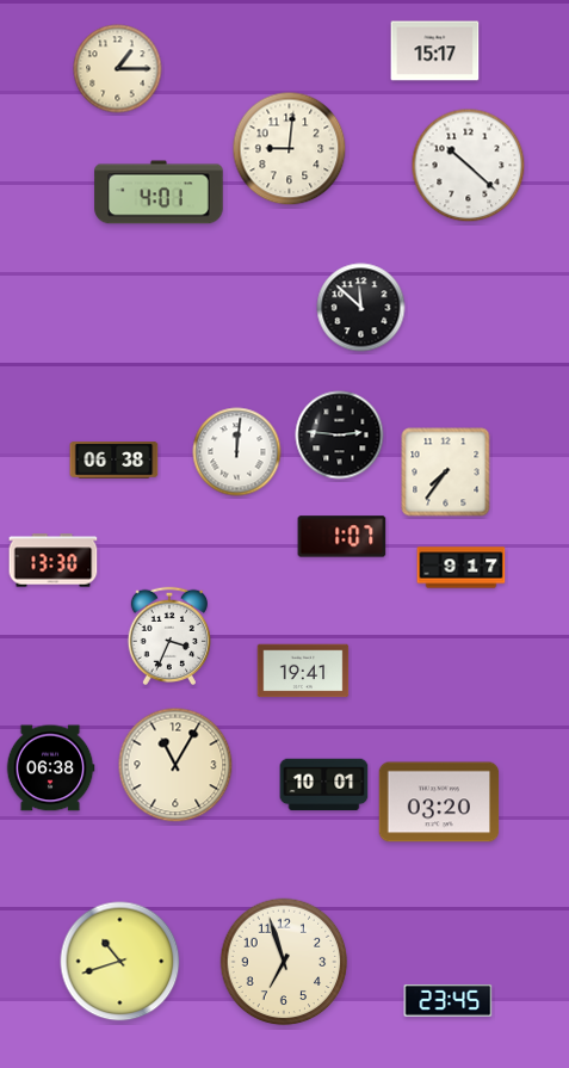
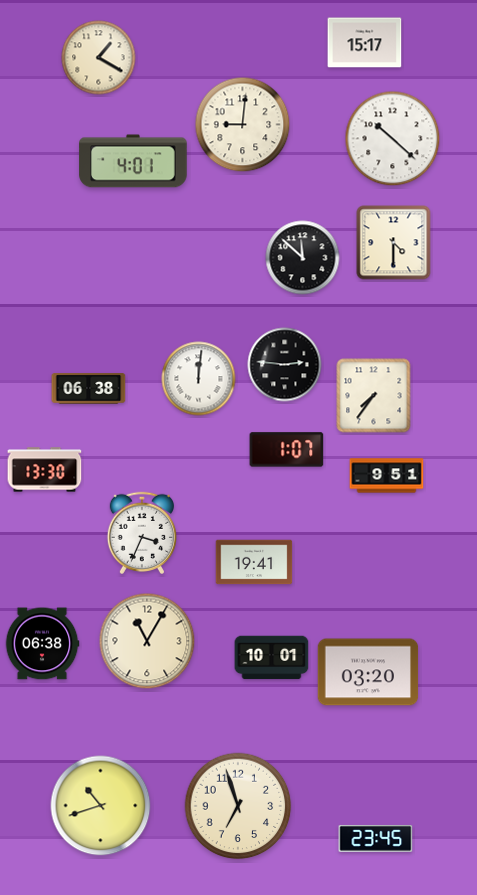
clock at (118, 69): 1:15 -> 1:20
clock at (394, 243): none -> 4:30
clock at (115, 461) position: (115, 461) -> (89, 389)
clock at (462, 568): 9:17 -> 9:51
